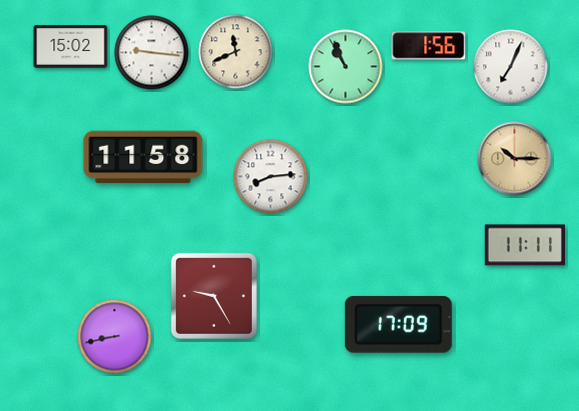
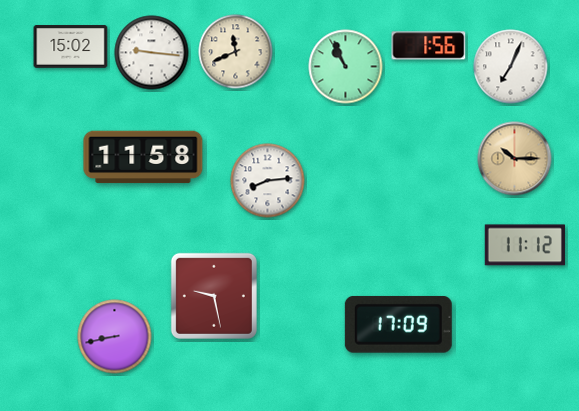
clock at (271, 177) position: (271, 177) -> (268, 181)
clock at (525, 245): 11:11 -> 11:12
clock at (214, 296): 9:25 -> 9:28
